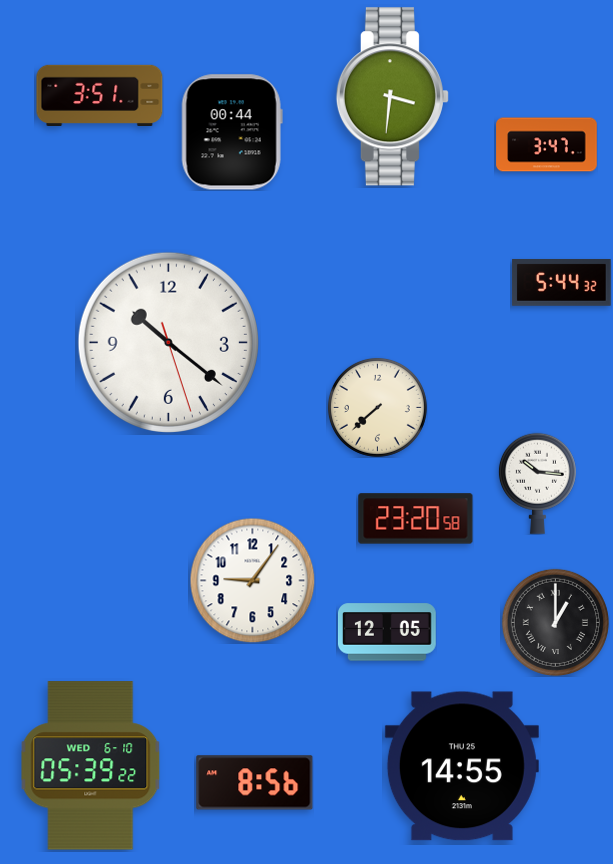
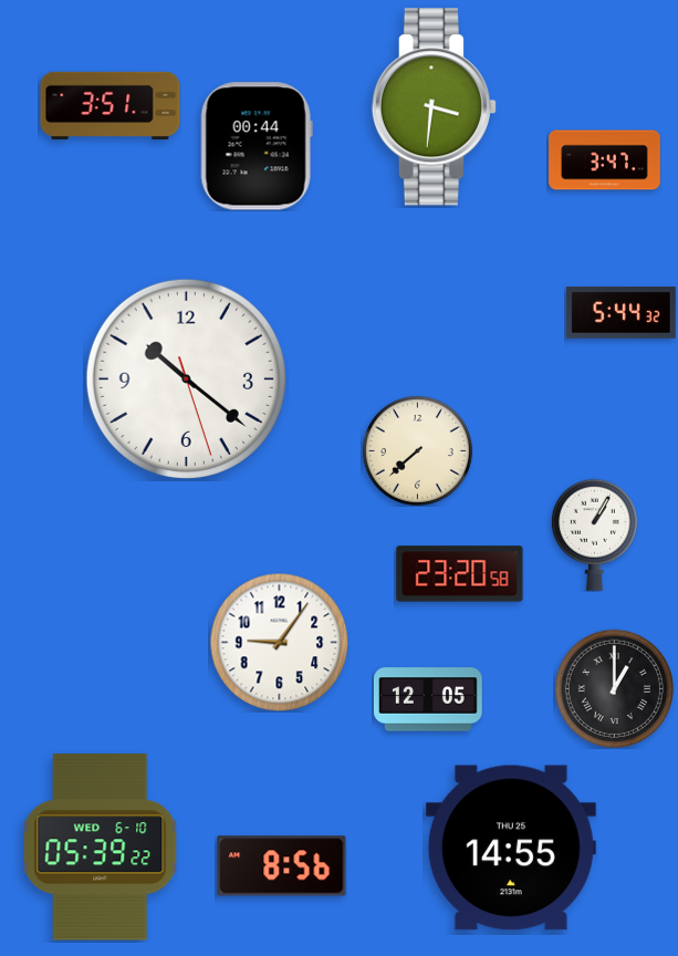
clock at (537, 483): 10:16 -> 1:05
